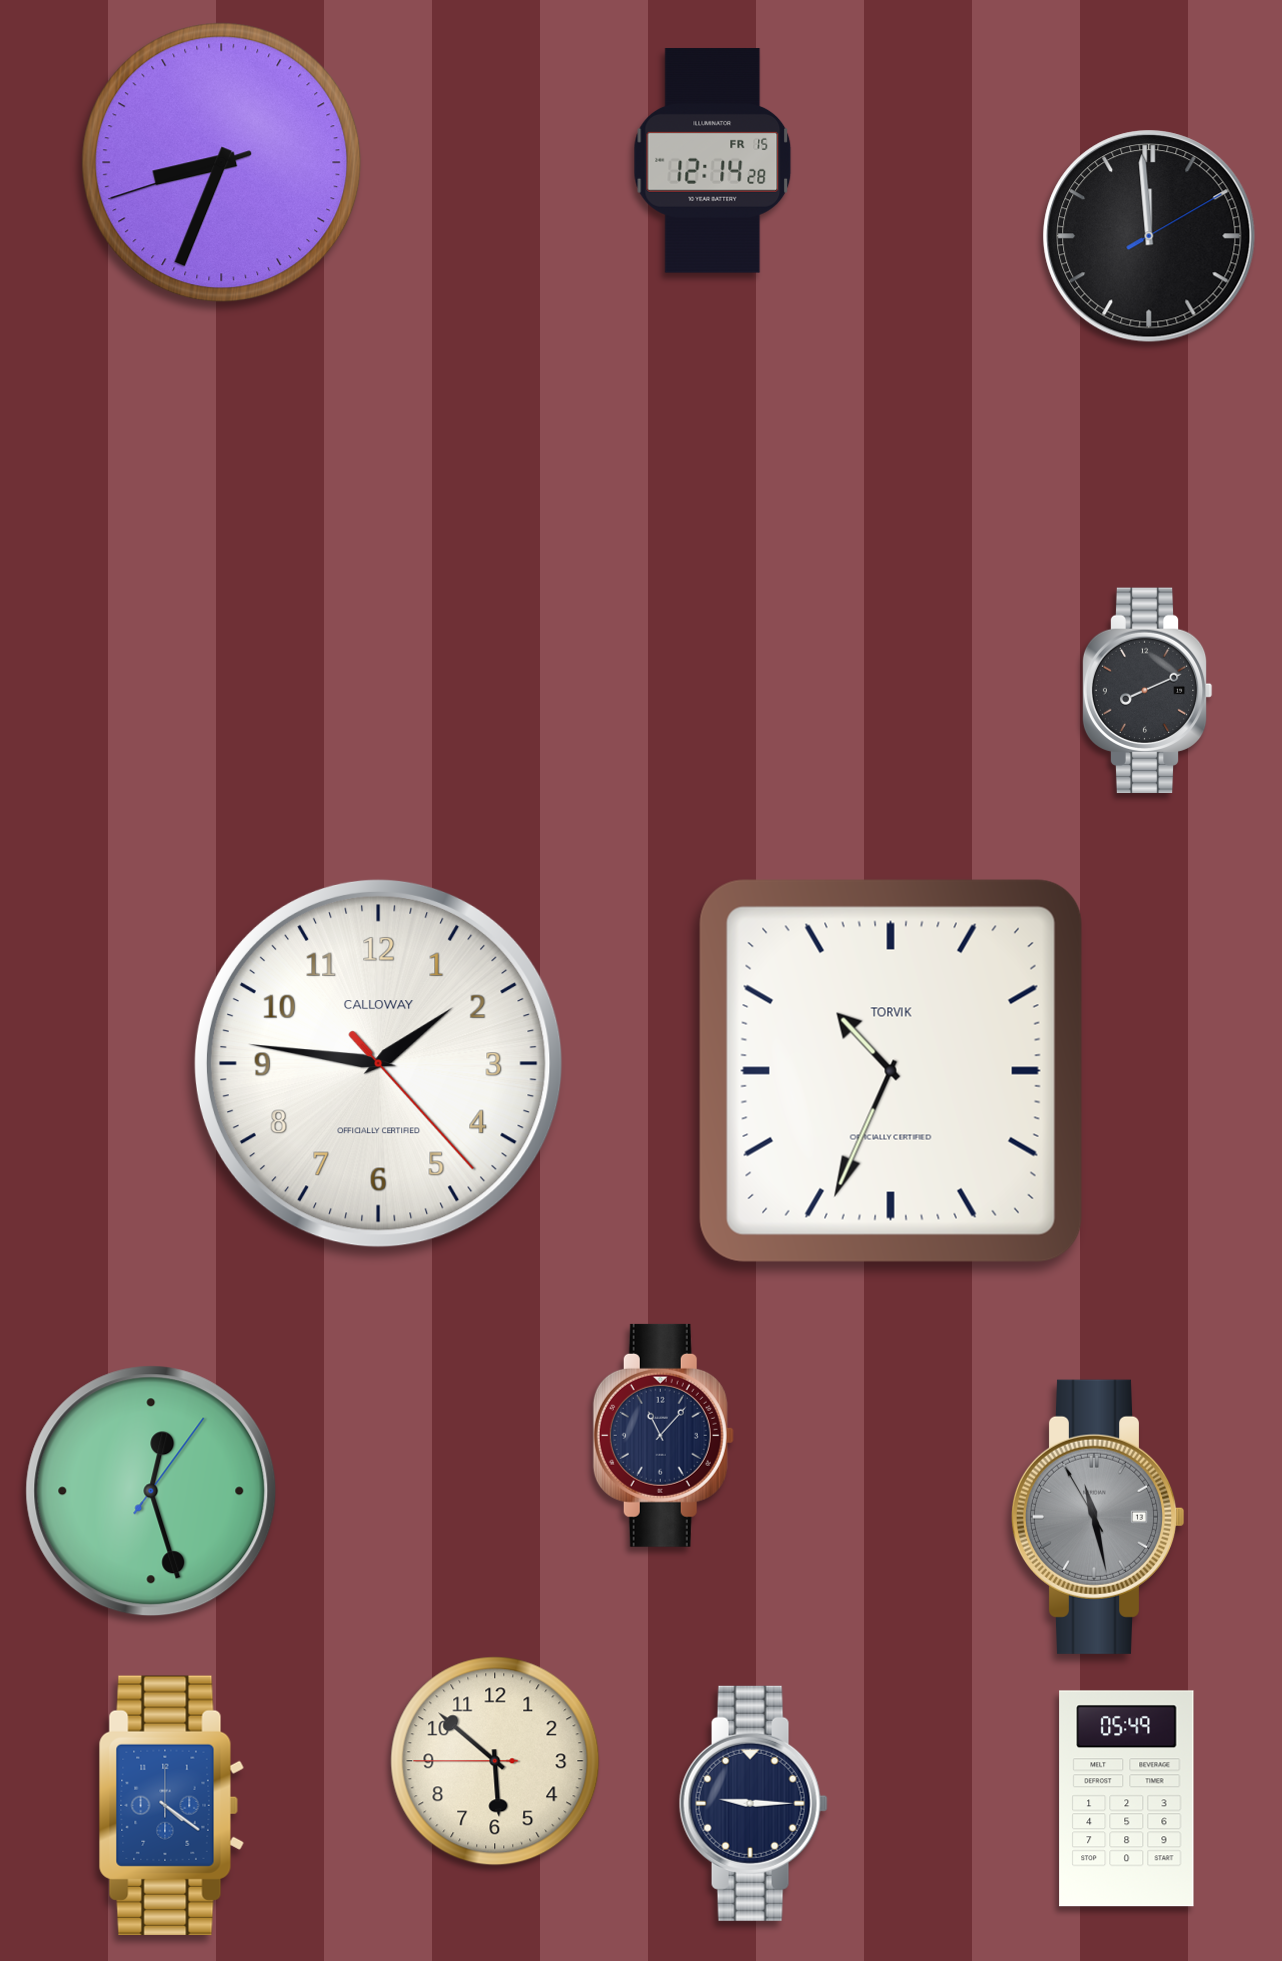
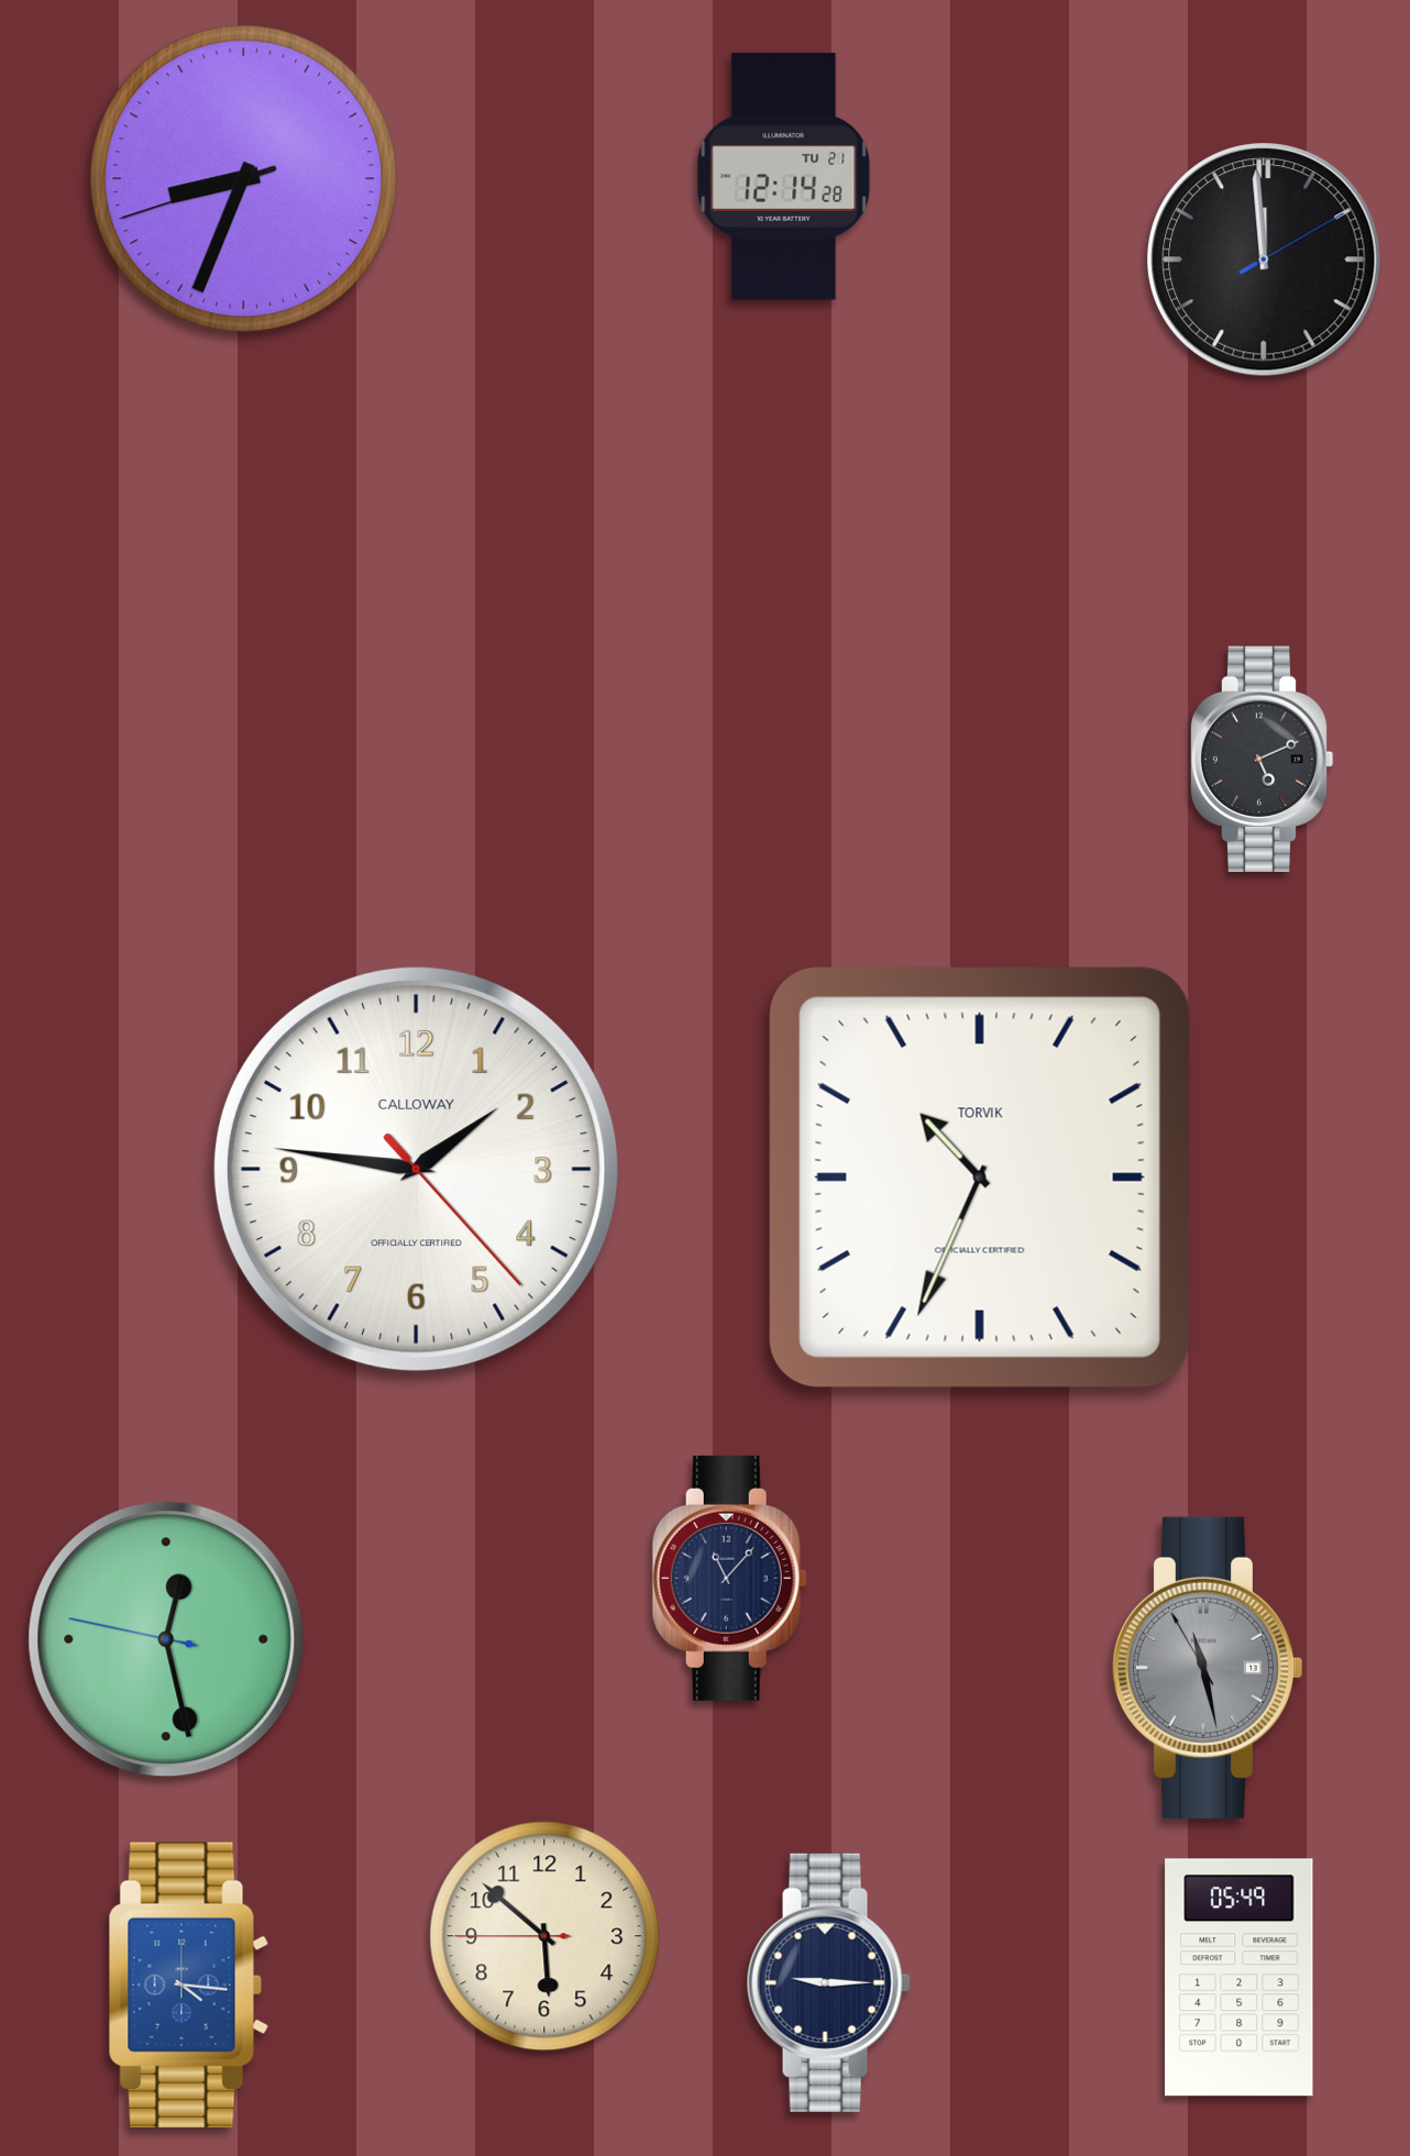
clock at (713, 161) date: FR 15 -> TU 21
clock at (1147, 690): 8:11 -> 5:11
clock at (151, 1491): 12:27:06 -> 12:27:47
clock at (171, 1805): 4:21 -> 4:16
